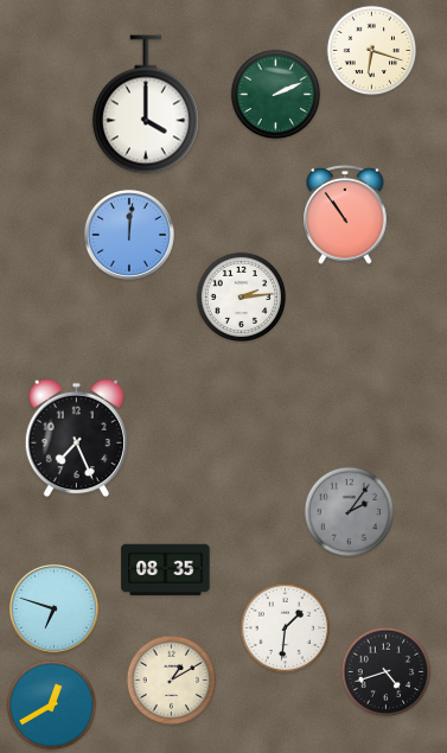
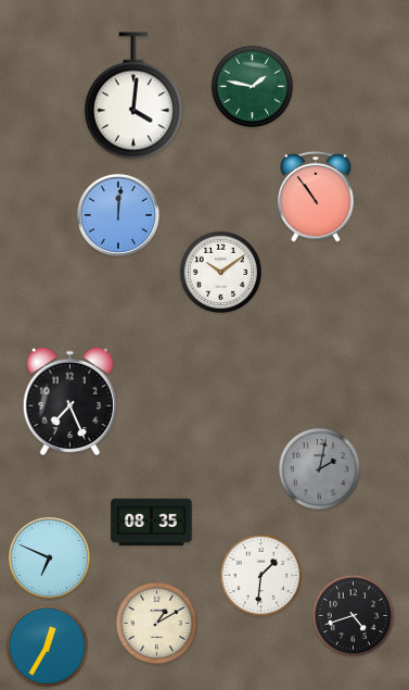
clock at (372, 51): 6:18 -> none
clock at (276, 95): 2:11 -> 1:47
clock at (146, 104): 4:00 -> 4:01
clock at (242, 298): 2:14 -> 10:09
clock at (350, 512): 2:06 -> 2:02
clock at (53, 608): 6:48 -> 6:49
clock at (52, 706): 12:40 -> 12:35
